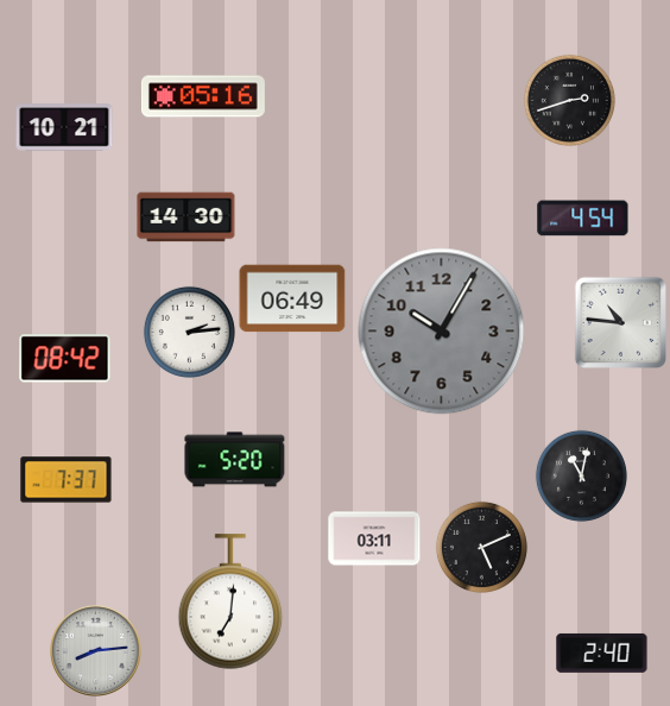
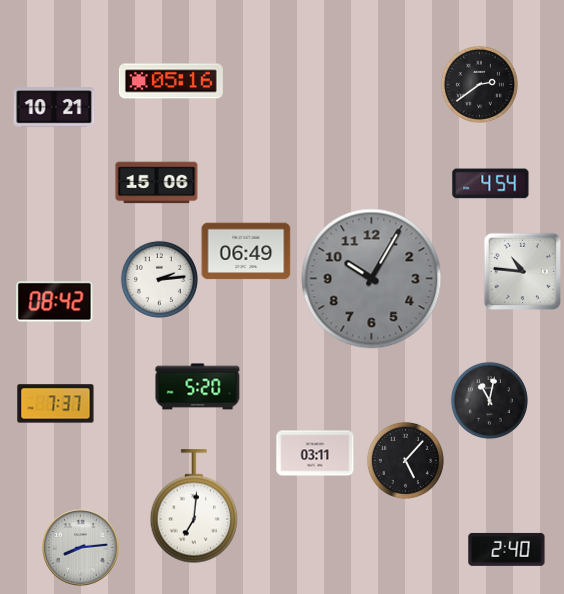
clock at (569, 100): 2:42 -> 2:39
clock at (187, 218): 14:30 -> 15:06
clock at (481, 547): 5:11 -> 5:07
